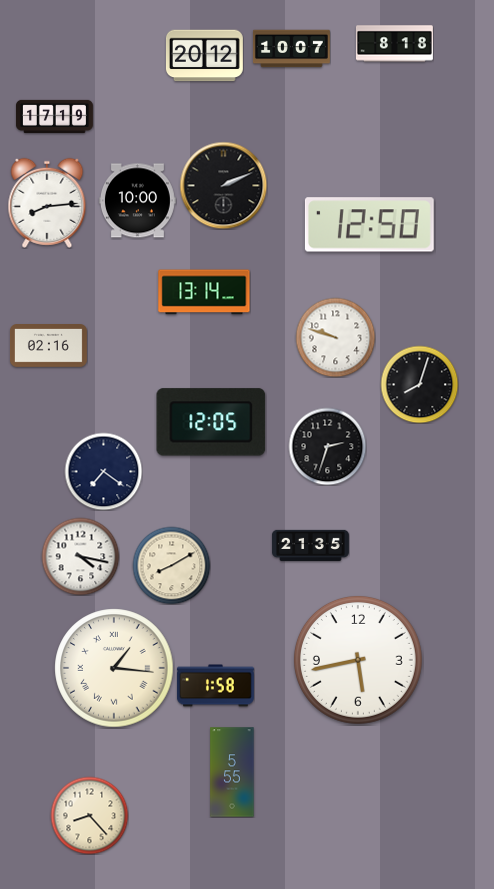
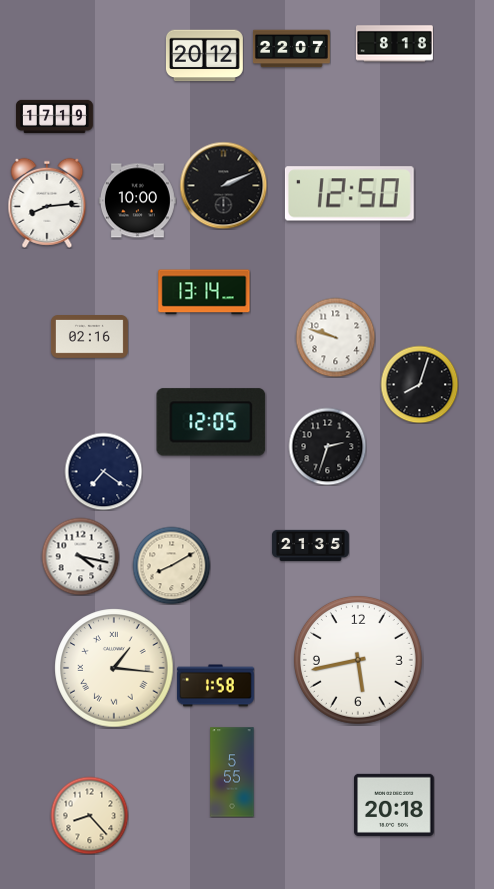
clock at (291, 49): 10:07 -> 22:07
clock at (369, 225) position: (369, 225) -> (349, 194)
clock at (48, 346) position: (48, 346) -> (89, 337)
clock at (395, 805): none -> 20:18
